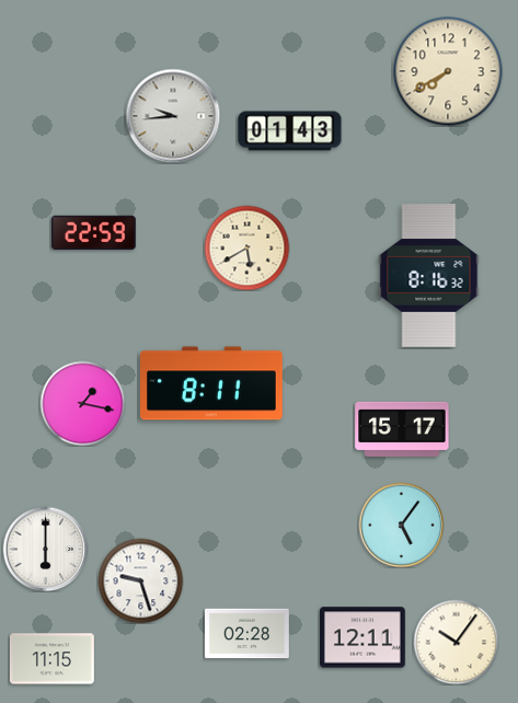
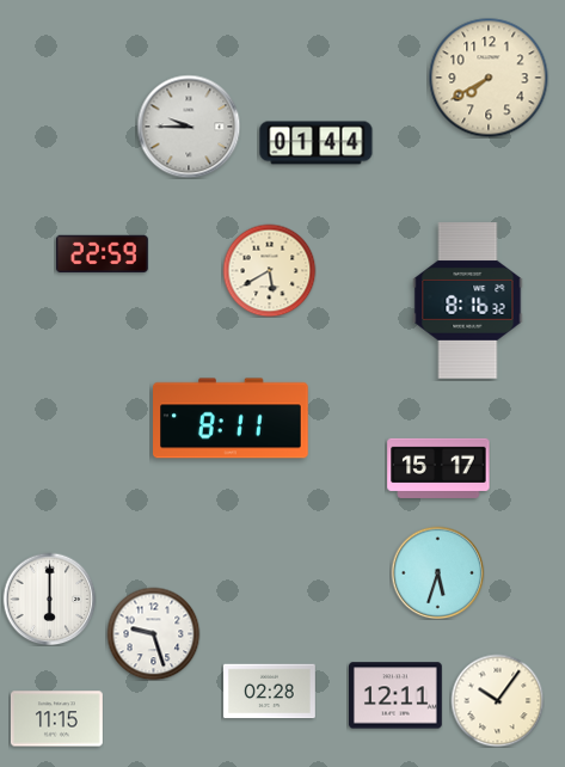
clock at (173, 116): 9:44 -> 9:45
clock at (290, 131): 01:43 -> 01:44
clock at (82, 403): 1:17 -> none
clock at (401, 525): 5:06 -> 5:33
